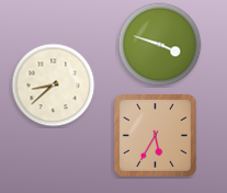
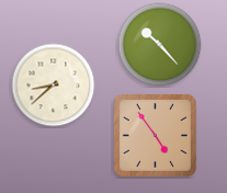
clock at (160, 45): 3:48 -> 10:23
clock at (155, 135): 5:35 -> 4:54
